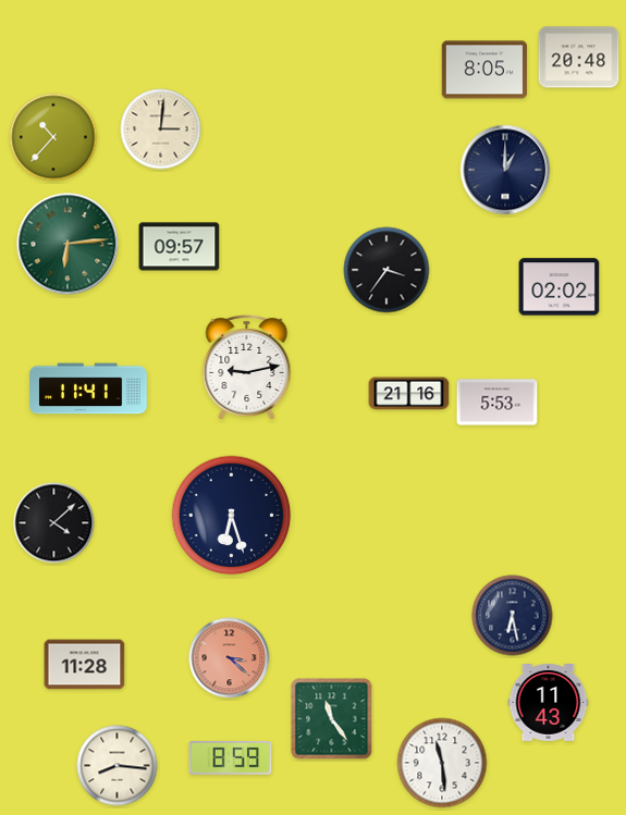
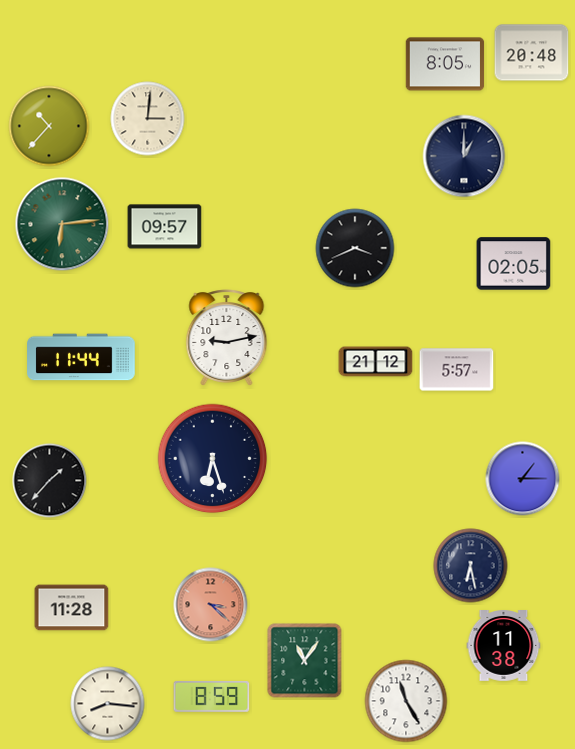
clock at (386, 270): 3:36 -> 3:41
clock at (560, 287): 02:02 -> 02:05
clock at (88, 388): 11:41 -> 11:44
clock at (409, 394): 21:16 -> 21:12
clock at (498, 403): 5:53 -> 5:57
clock at (232, 516) position: (232, 516) -> (213, 459)
clock at (523, 479): none -> 1:15
clock at (54, 523): 4:08 -> 1:37
clock at (85, 665) position: (85, 665) -> (72, 608)
clock at (549, 703): 11:43 -> 11:38
clock at (332, 719): 11:24 -> 11:06
clock at (442, 763): 11:29 -> 11:25
